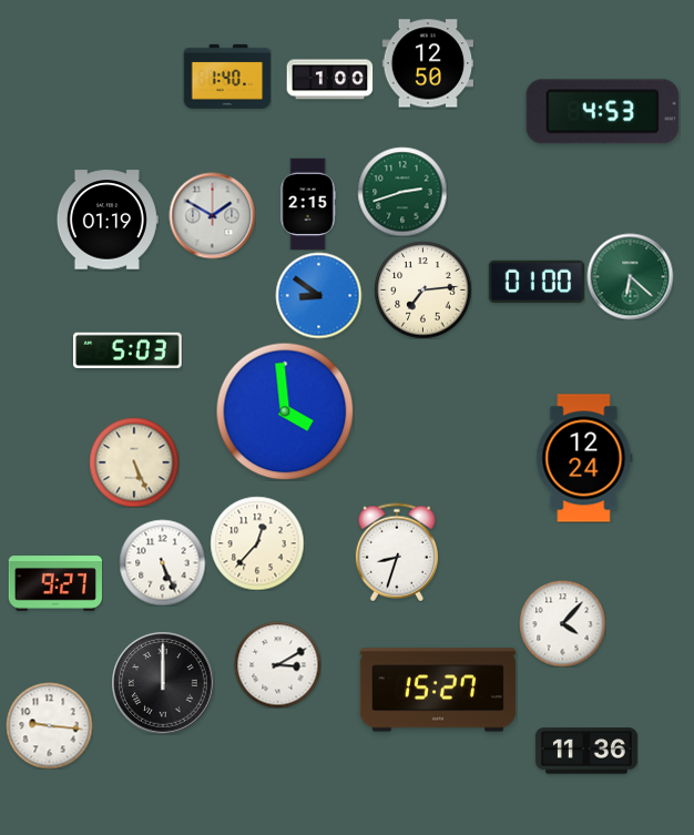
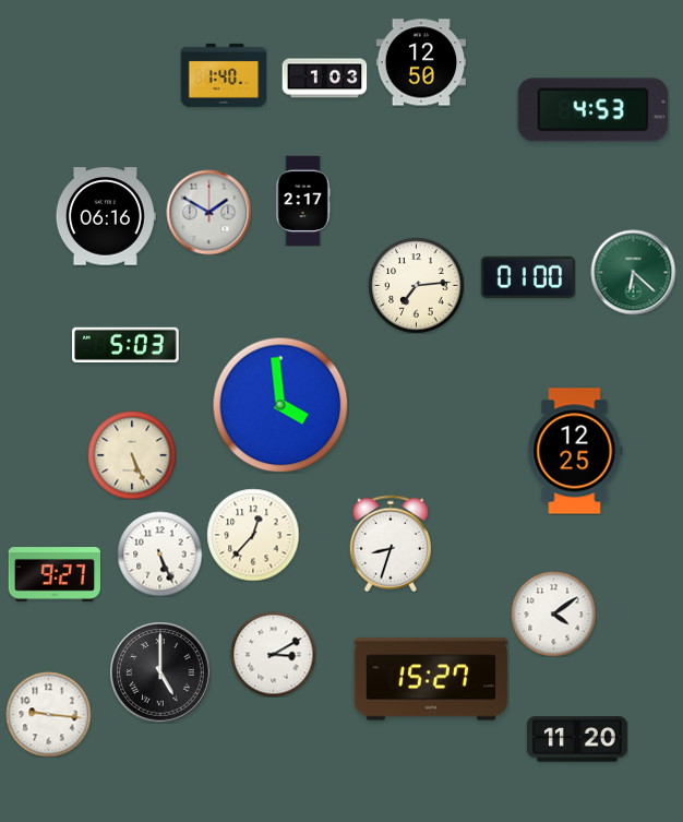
clock at (329, 80): 1:00 -> 1:03
clock at (402, 192): 2:42 -> none
clock at (308, 204): 2:15 -> 2:17
clock at (108, 220): 01:19 -> 06:16
clock at (630, 276) position: (630, 276) -> (633, 272)
clock at (318, 295): 8:51 -> none
clock at (584, 458): 12:24 -> 12:25
clock at (562, 623): 4:07 -> 4:09
clock at (163, 683): 12:00 -> 5:00
clock at (586, 751): 11:36 -> 11:20
